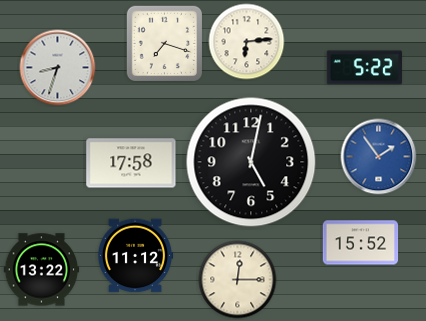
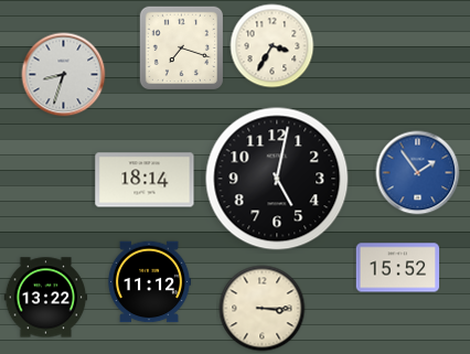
clock at (247, 42): 6:14 -> 3:35
clock at (365, 68): 5:22 -> none
clock at (131, 163): 17:58 -> 18:14
clock at (238, 280): 12:15 -> 3:15
